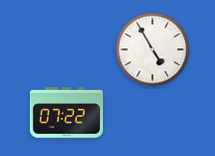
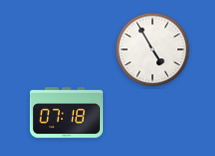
clock at (66, 113): 07:22 -> 07:18
